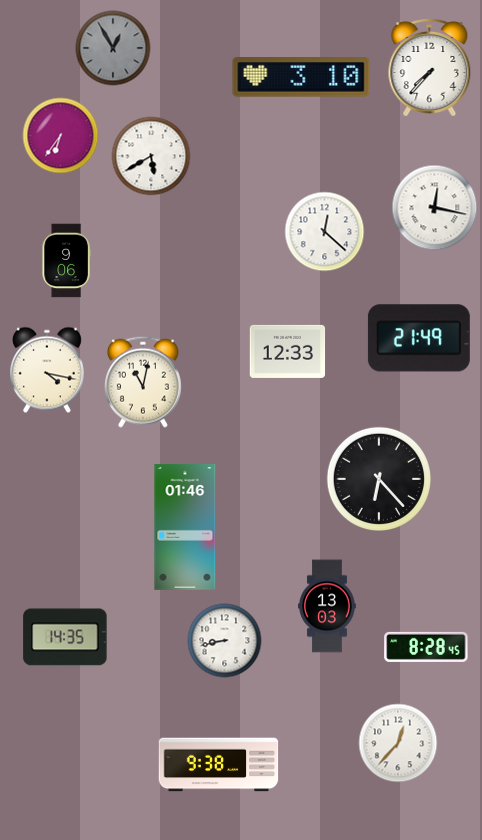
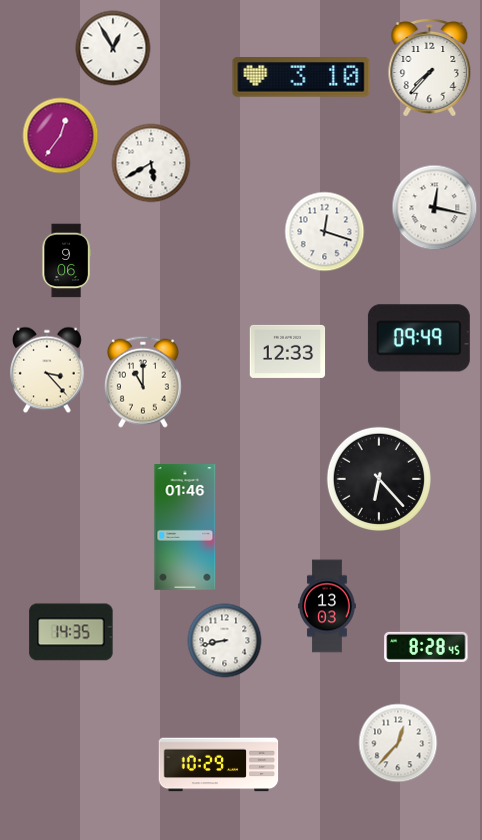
clock at (113, 48) dial: grey -> white
clock at (61, 136): 6:36 -> 12:36
clock at (151, 156) position: (151, 156) -> (151, 163)
clock at (325, 232): 12:22 -> 12:18
clock at (419, 338): 21:49 -> 09:49
clock at (47, 370): 4:17 -> 3:23
clock at (143, 382): 11:02 -> 11:00
clock at (65, 637) position: (65, 637) -> (71, 632)
clock at (219, 765): 9:38 -> 10:29
